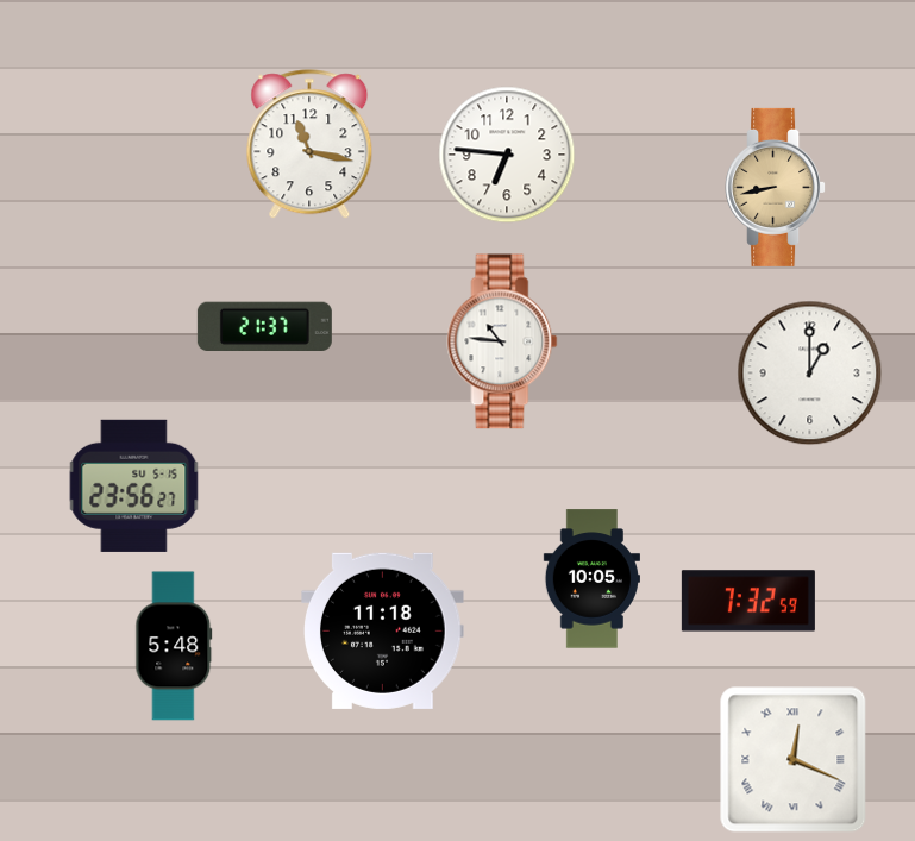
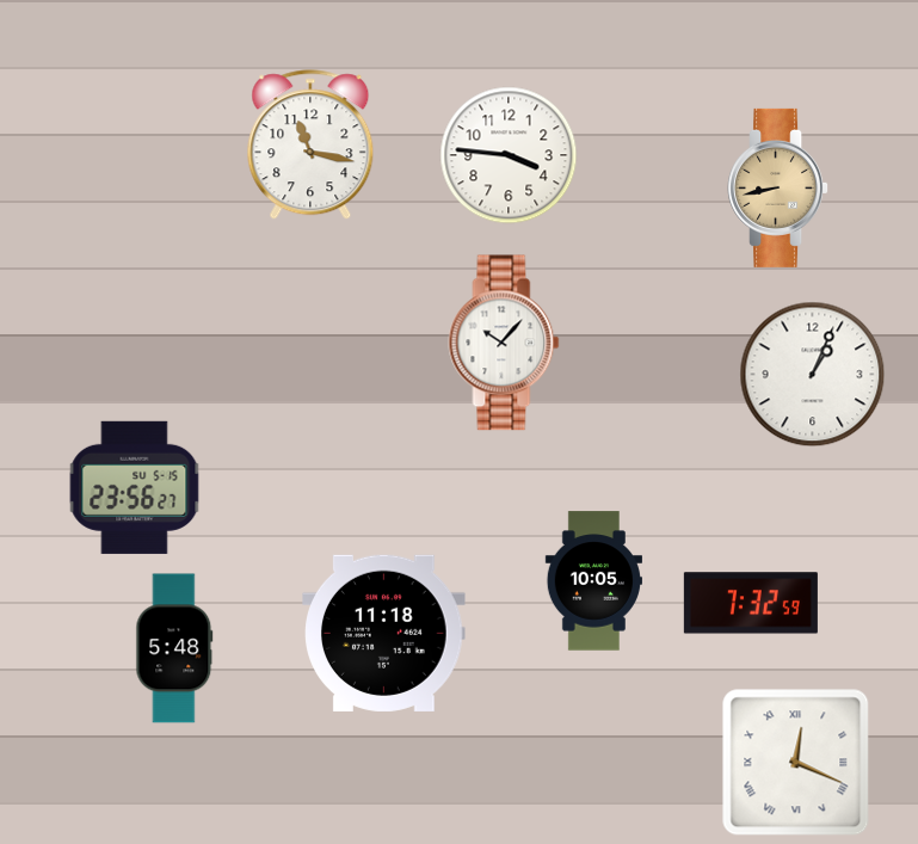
clock at (507, 155): 6:46 -> 3:46
clock at (264, 326): 21:37 -> none
clock at (502, 341): 10:46 -> 10:07
clock at (810, 374): 1:00 -> 1:04
